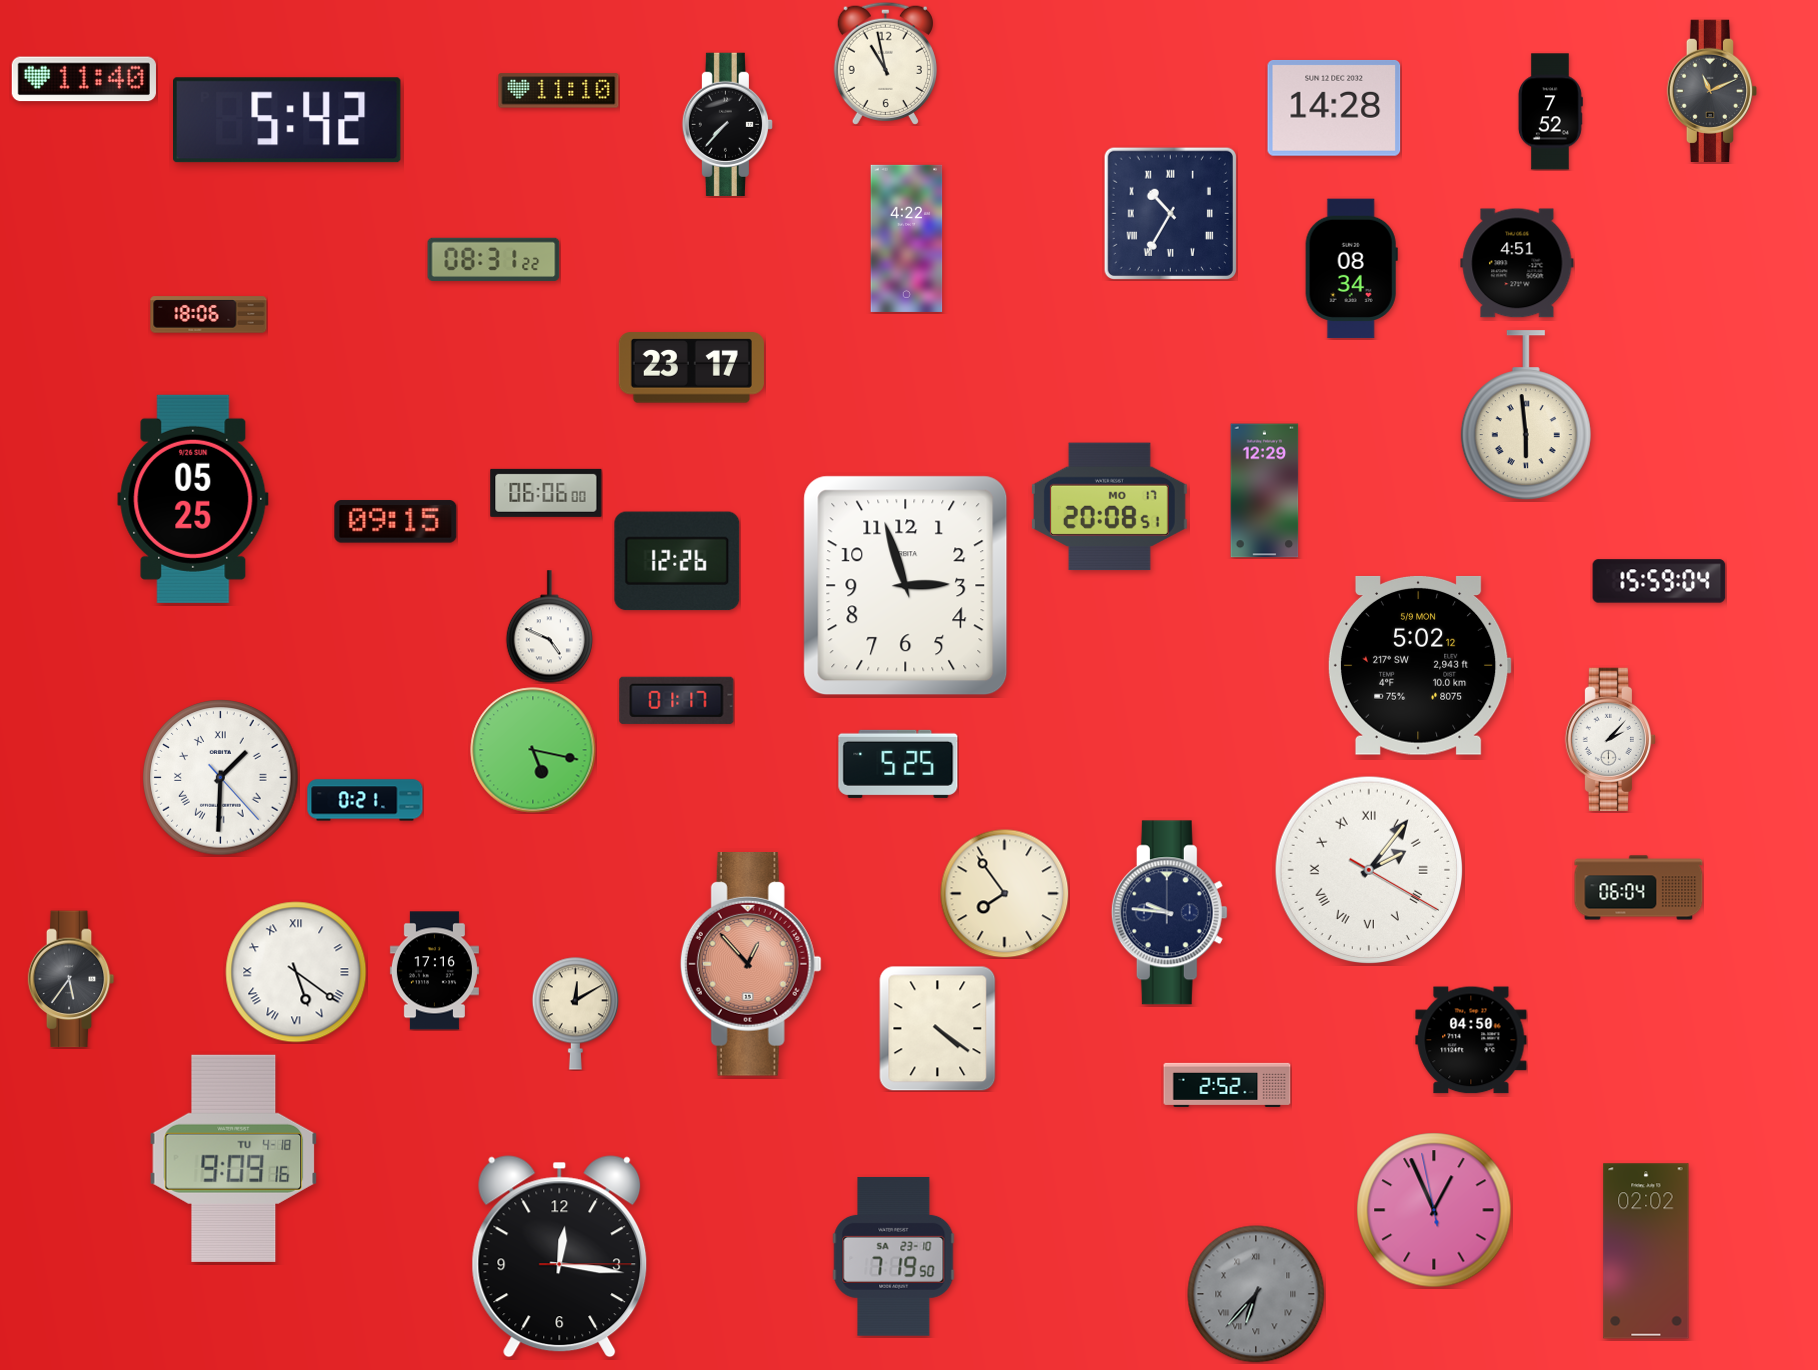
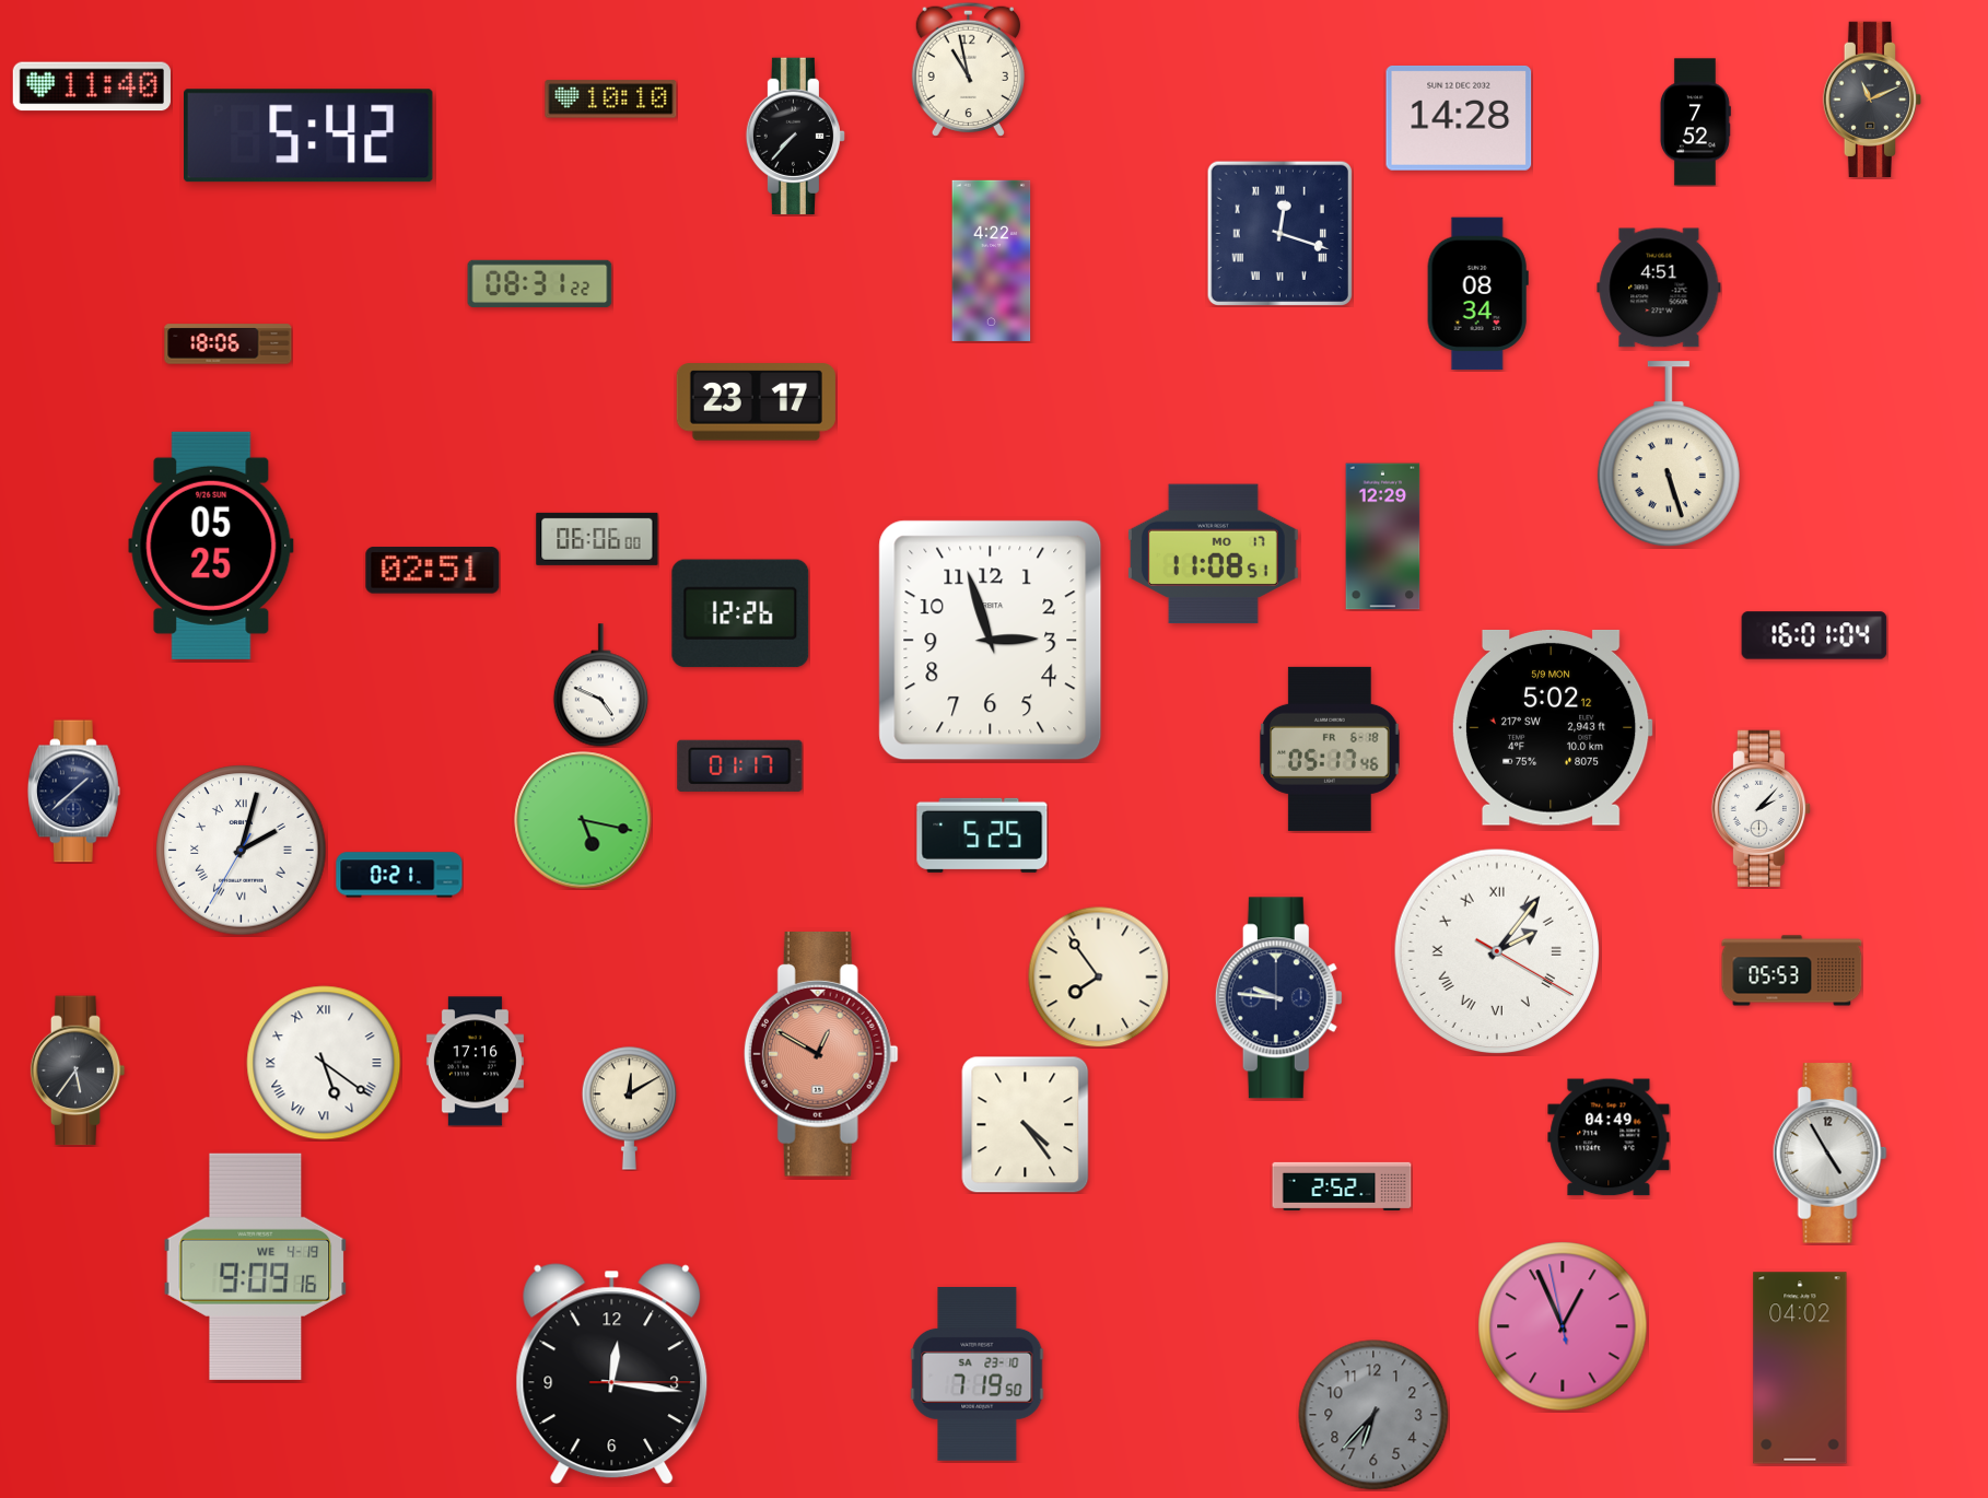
clock at (559, 91): 11:10 -> 10:10
clock at (287, 120) position: (287, 120) -> (308, 136)
clock at (1170, 213): 10:35 -> 12:18
clock at (1526, 416): 5:59 -> 5:27
clock at (1109, 507): 20:08 -> 11:08
clock at (396, 522): 09:15 -> 02:51
clock at (1659, 581): 15:59 -> 16:01
clock at (1330, 749): none -> 05:17
clock at (73, 792): none -> 1:38
clock at (221, 778): 1:30 -> 2:02
clock at (1639, 888): 06:04 -> 05:53
clock at (751, 965): 12:53 -> 12:50
clock at (938, 1028): 4:21 -> 4:24
clock at (1471, 1040): 04:50 -> 04:49
clock at (1829, 1154): none -> 4:55
clock at (234, 1158) date: TU 4-18 -> WE 4-19
clock at (1434, 1210) position: (1434, 1210) -> (1563, 1326)
clock at (1646, 1251): 02:02 -> 04:02
clock at (1256, 1294) numerals: Roman -> Arabic
